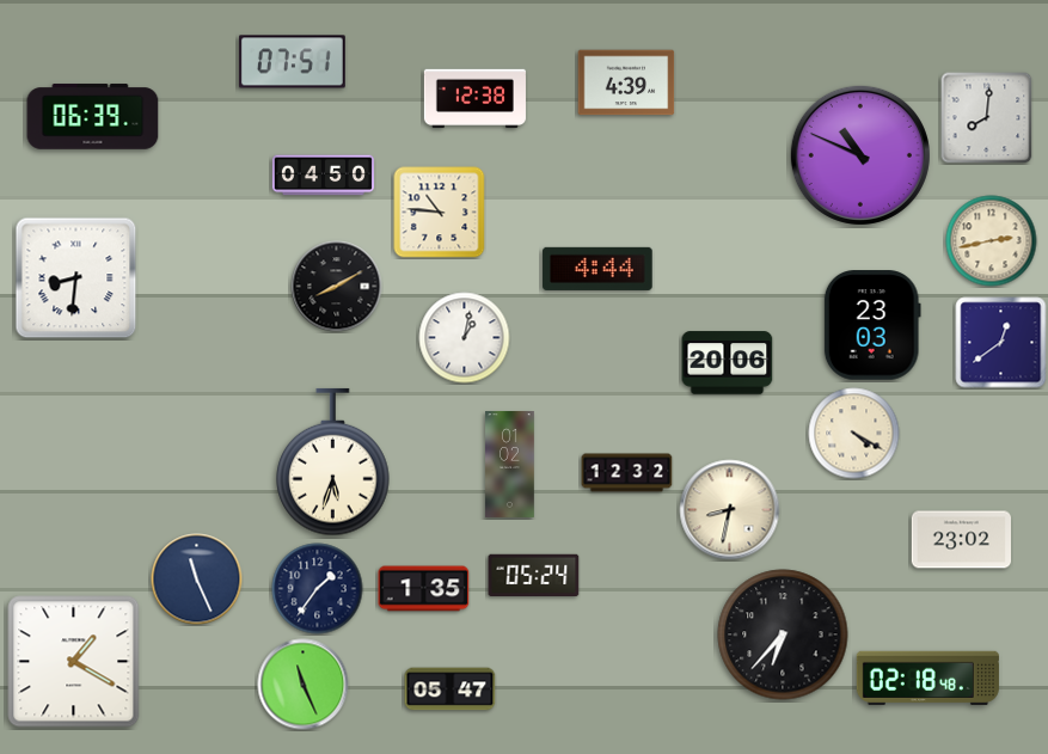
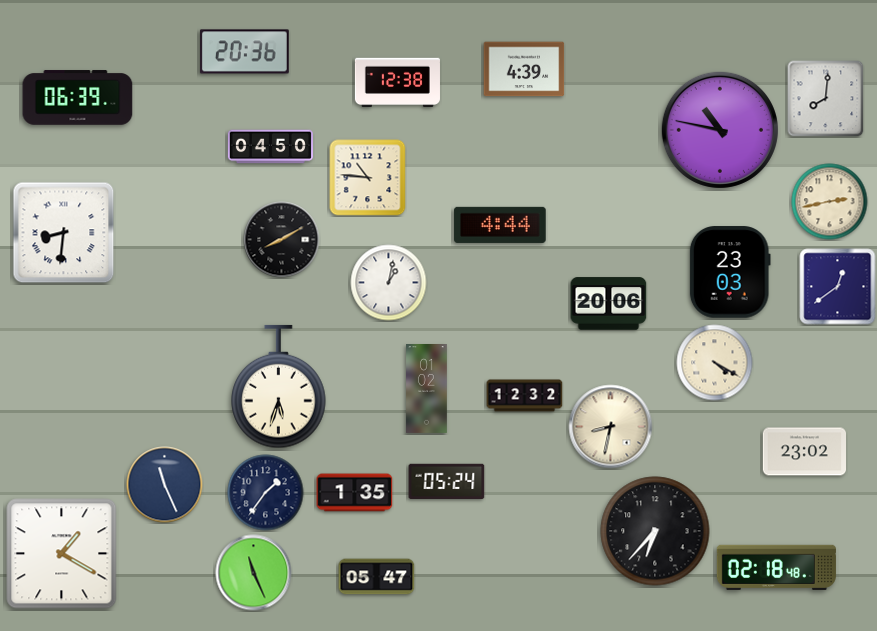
clock at (292, 62): 07:51 -> 20:36
clock at (860, 155): 10:49 -> 10:47
